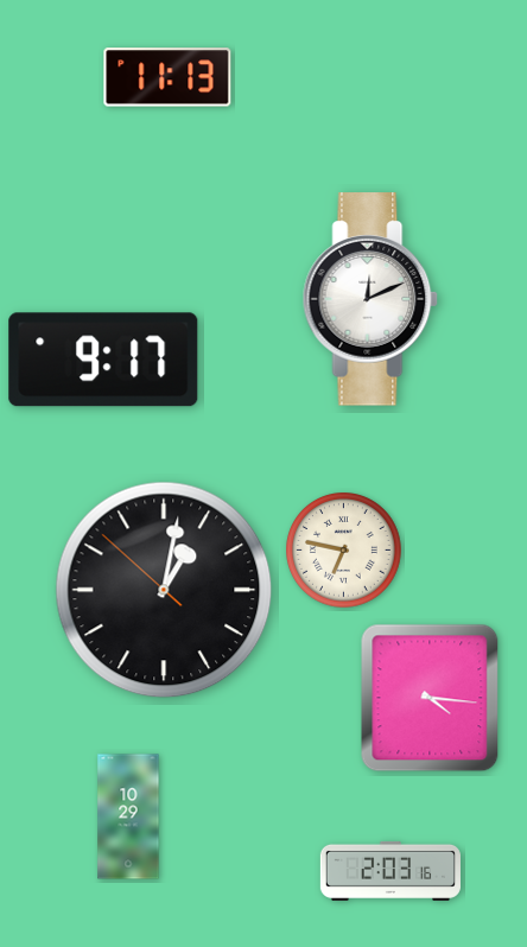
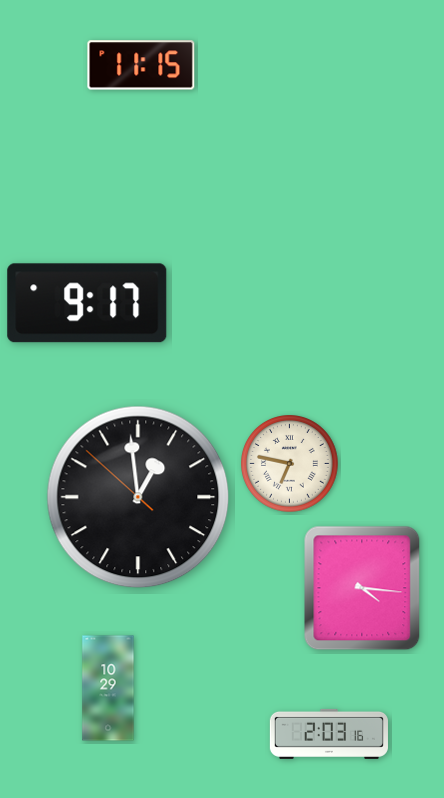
clock at (167, 77): 11:13 -> 11:15
clock at (370, 299): 12:11 -> none
clock at (164, 590): 1:01 -> 12:58
